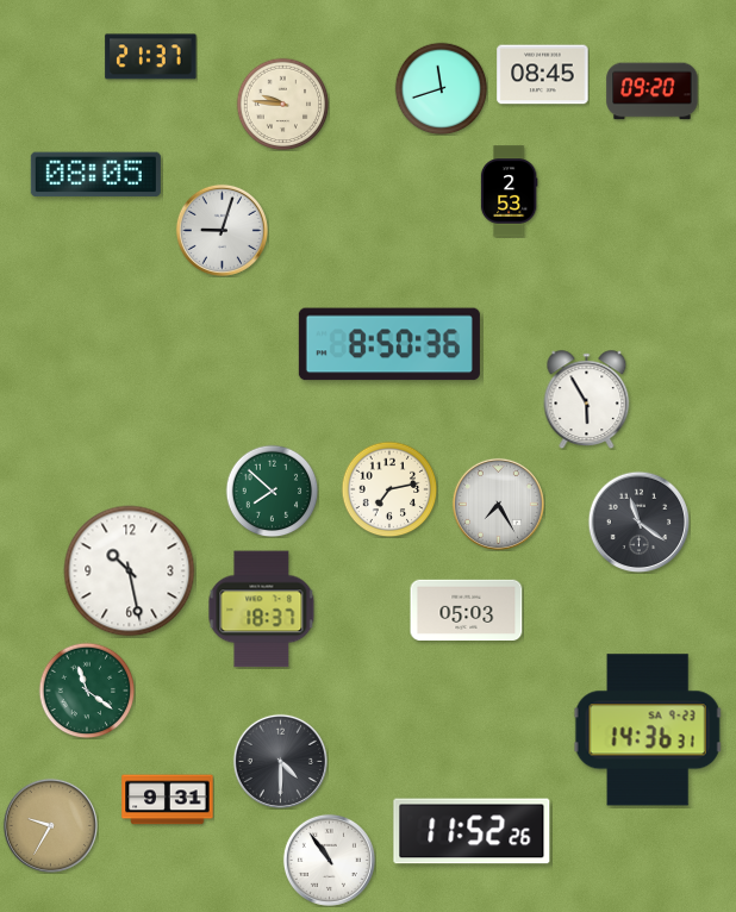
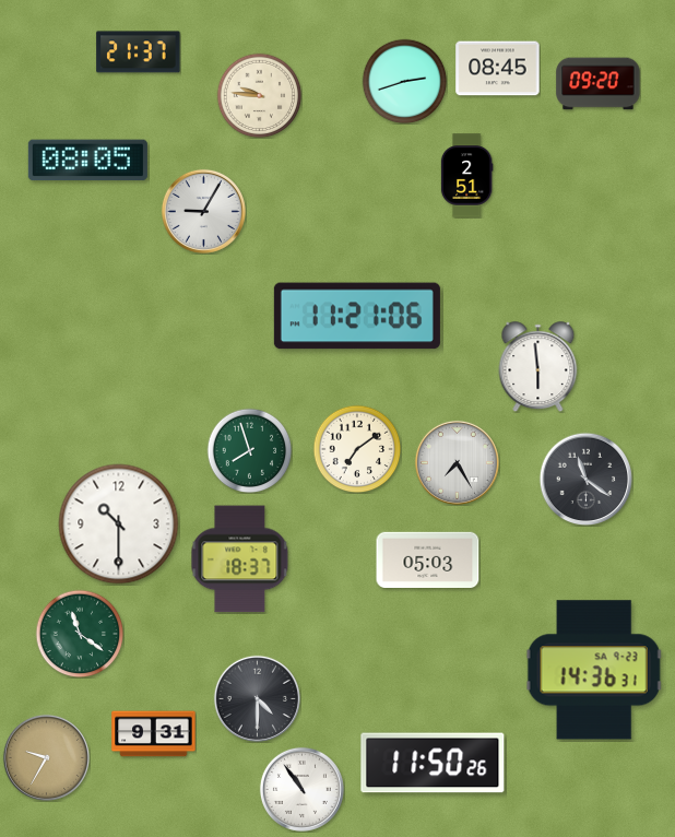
clock at (441, 88): 11:42 -> 2:42
clock at (509, 192): 2:53 -> 2:51
clock at (222, 230): 9:03 -> 9:05
clock at (389, 344): 8:50 -> 11:21
clock at (587, 399): 5:55 -> 5:59
clock at (389, 489): 7:13 -> 7:09
clock at (272, 491): 7:52 -> 7:57
clock at (130, 571): 10:28 -> 10:30
clock at (472, 831): 11:52 -> 11:50
